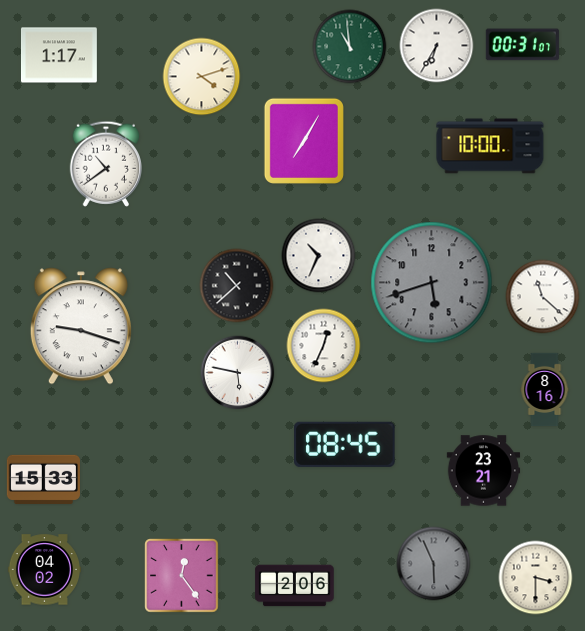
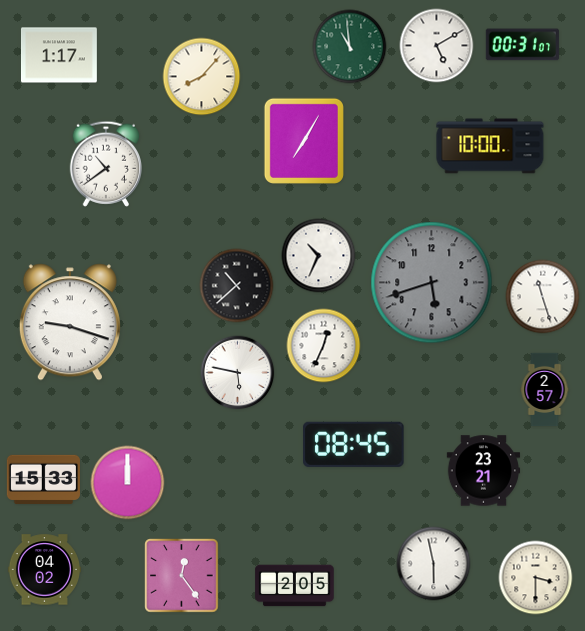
clock at (437, 46): 6:35 -> 5:10
clock at (202, 77): 4:12 -> 8:07
clock at (543, 297): 11:22 -> 11:27
clock at (81, 326) position: (81, 326) -> (70, 322)
clock at (545, 390): 8:16 -> 2:57
clock at (345, 444) position: (345, 444) -> (354, 444)
clock at (128, 483): none -> 12:00
clock at (434, 564): 5:56 -> 5:58
clock at (434, 564) dial: grey -> white
clock at (295, 586): 2:06 -> 2:05
